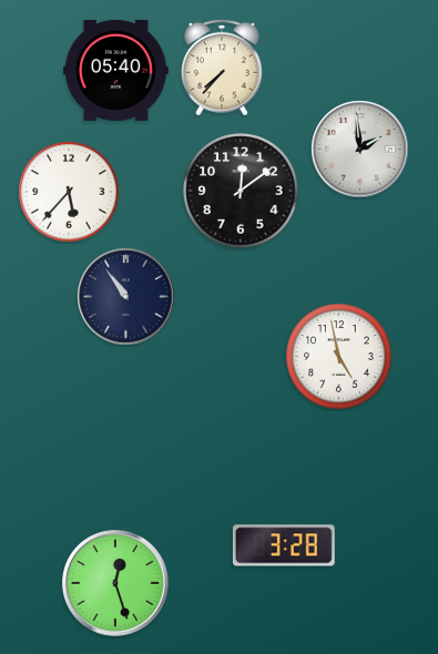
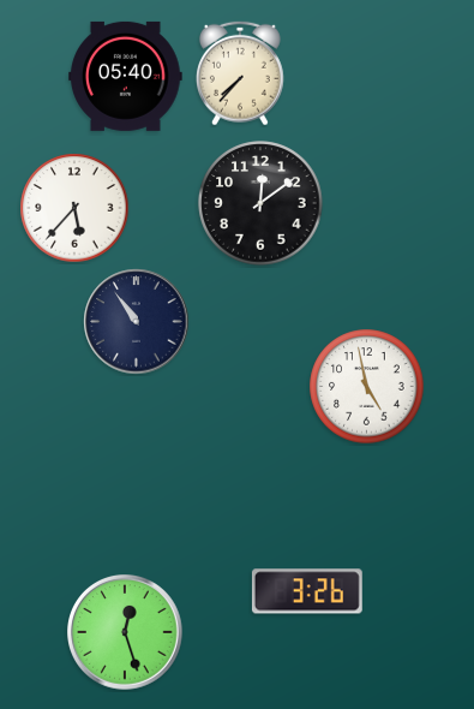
clock at (360, 150): 1:59 -> none
clock at (241, 191) position: (241, 191) -> (260, 203)
clock at (284, 545): 3:28 -> 3:26
